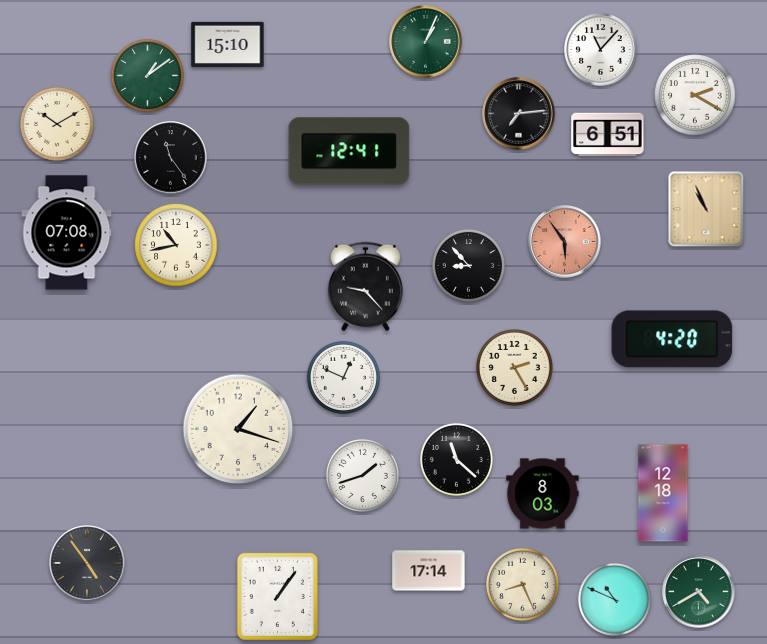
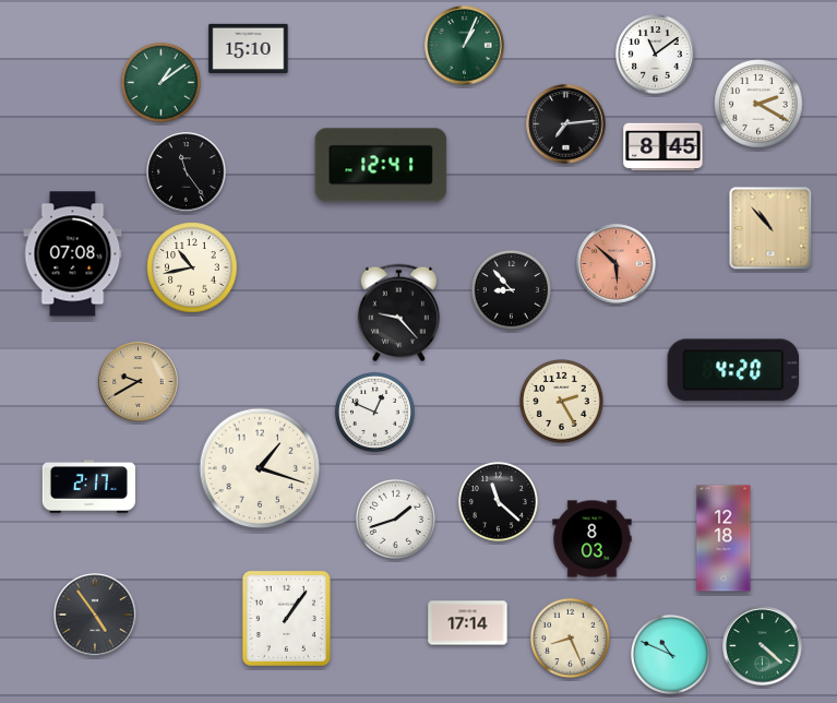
clock at (601, 50): 11:07 -> 11:09
clock at (57, 124): 10:10 -> none
clock at (608, 135): 6:51 -> 8:45
clock at (706, 209): 10:56 -> 10:53
clock at (565, 242): 5:54 -> 5:52
clock at (139, 382): none -> 9:40
clock at (88, 487): none -> 2:17
clock at (699, 592): 4:40 -> 4:22
clock at (277, 596) position: (277, 596) -> (286, 618)
